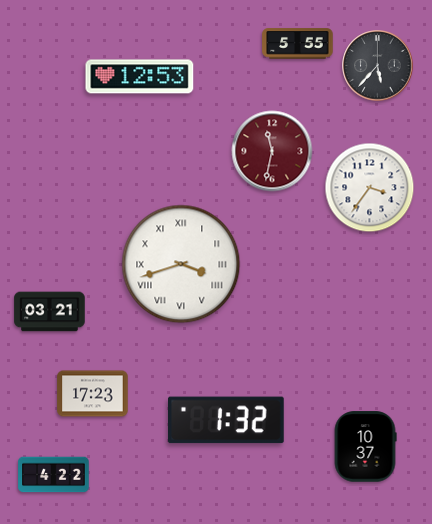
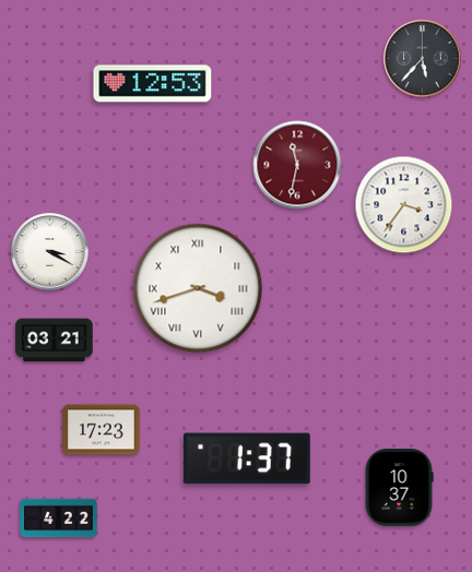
clock at (298, 44): 5:55 -> none
clock at (378, 66) position: (378, 66) -> (423, 59)
clock at (50, 252): none -> 3:20
clock at (227, 420): 1:32 -> 1:37
